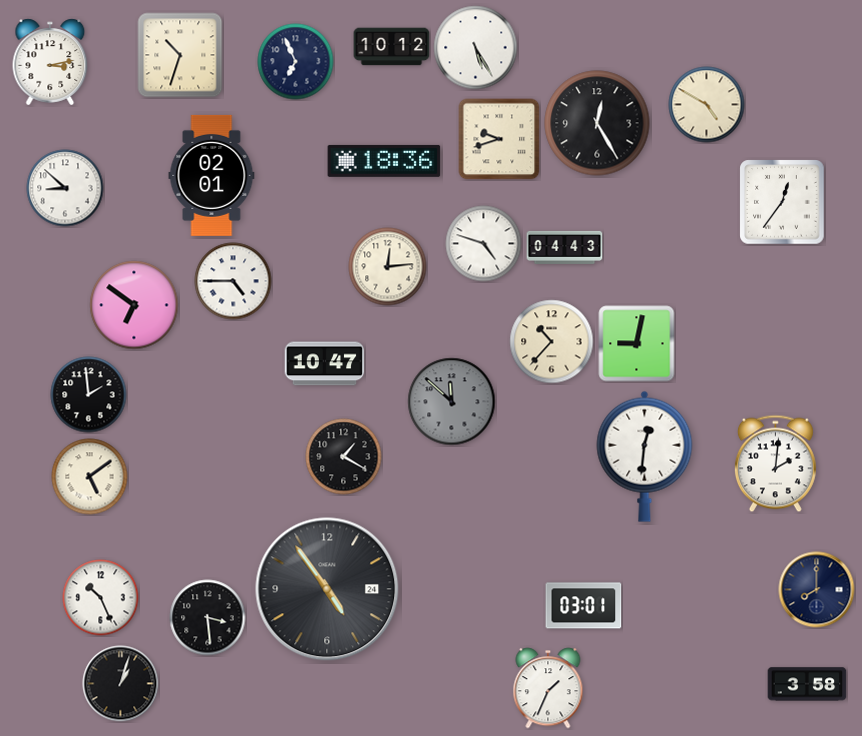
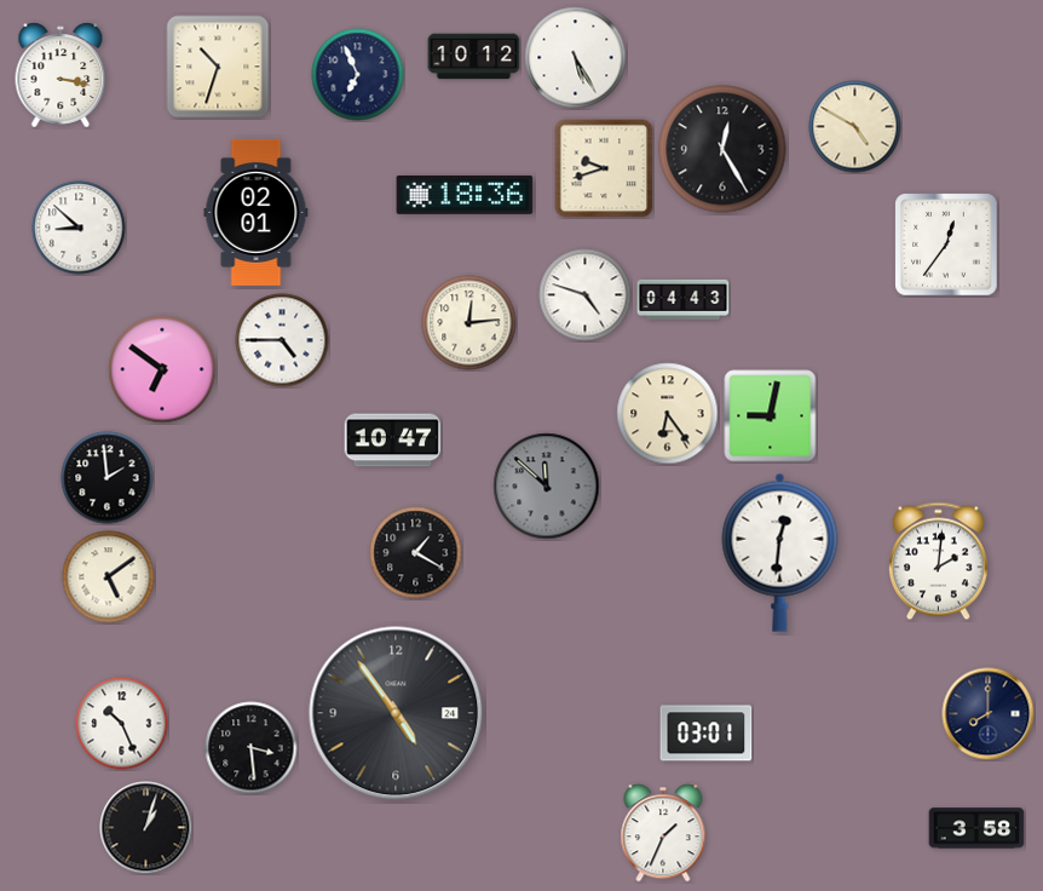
clock at (50, 62): 3:13 -> 3:17
clock at (552, 342): 10:37 -> 6:24
